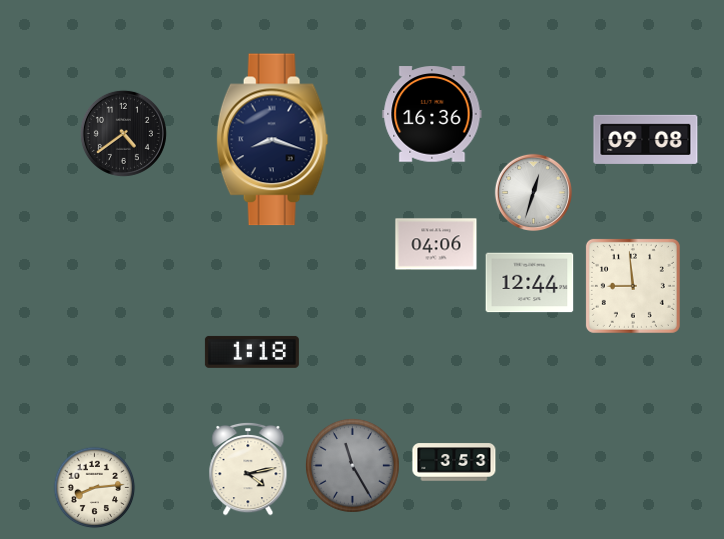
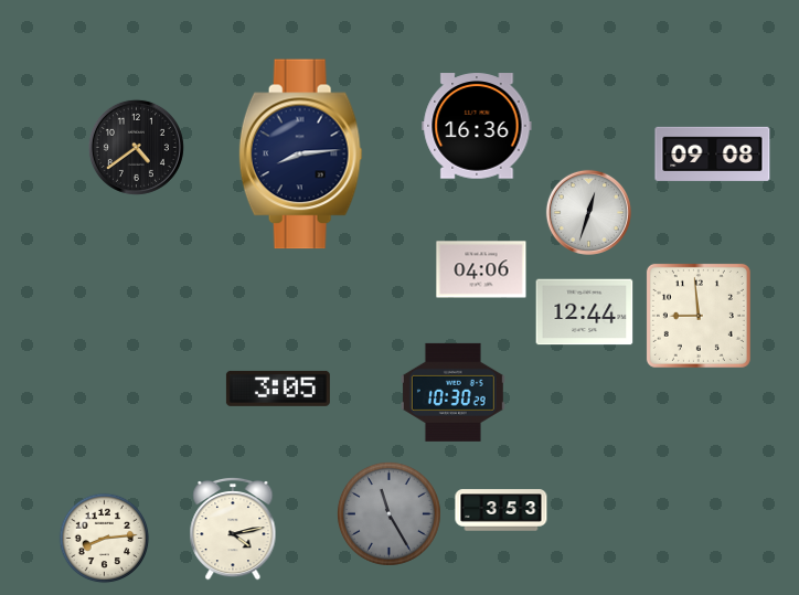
clock at (272, 140): 8:18 -> 8:14
clock at (252, 352): 1:18 -> 3:05
clock at (452, 392): none -> 10:30
clock at (248, 469) position: (248, 469) -> (233, 529)
